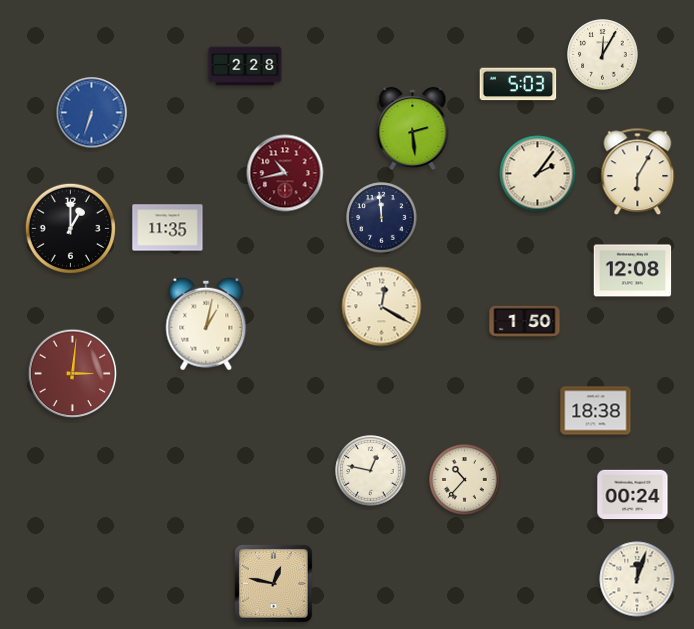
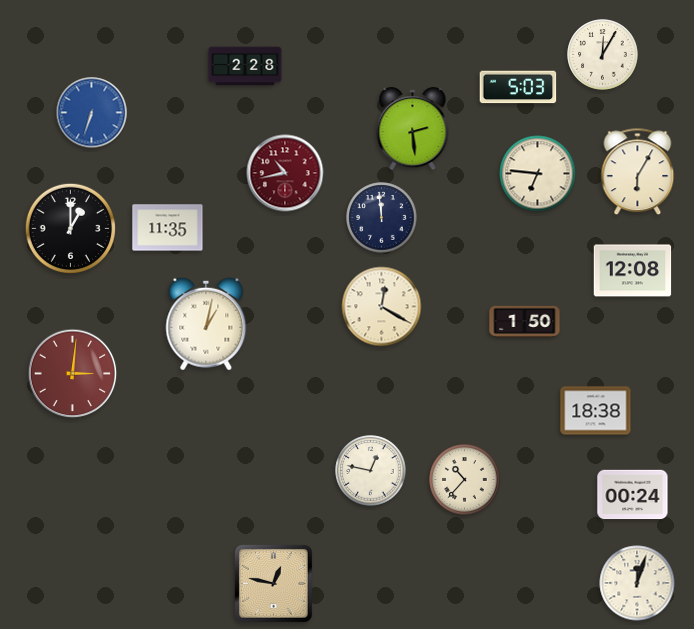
clock at (518, 84) position: (518, 84) -> (518, 87)
clock at (538, 174): 2:06 -> 6:46
clock at (637, 579) position: (637, 579) -> (637, 583)
